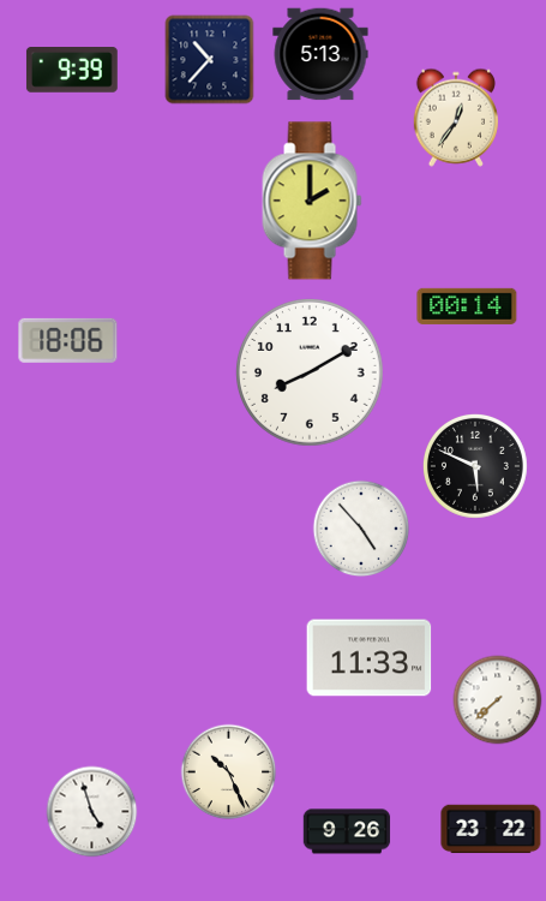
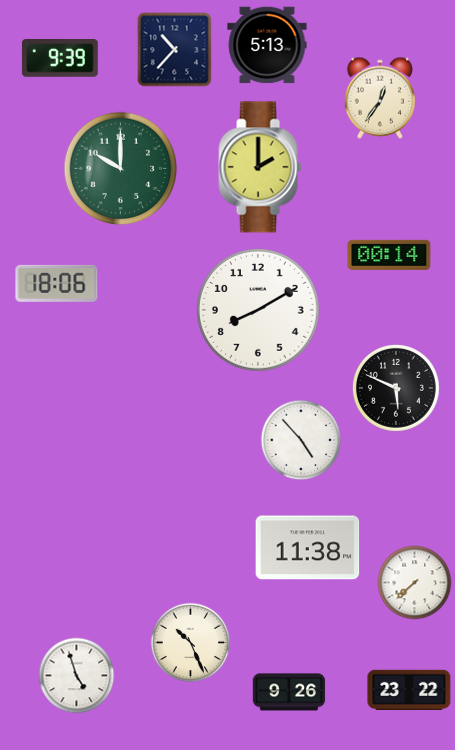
clock at (121, 169): none -> 10:00
clock at (370, 658): 11:33 -> 11:38
